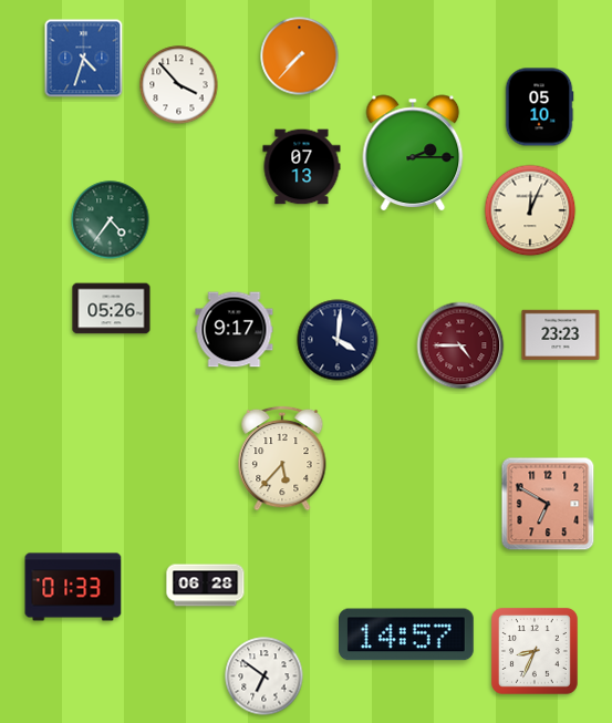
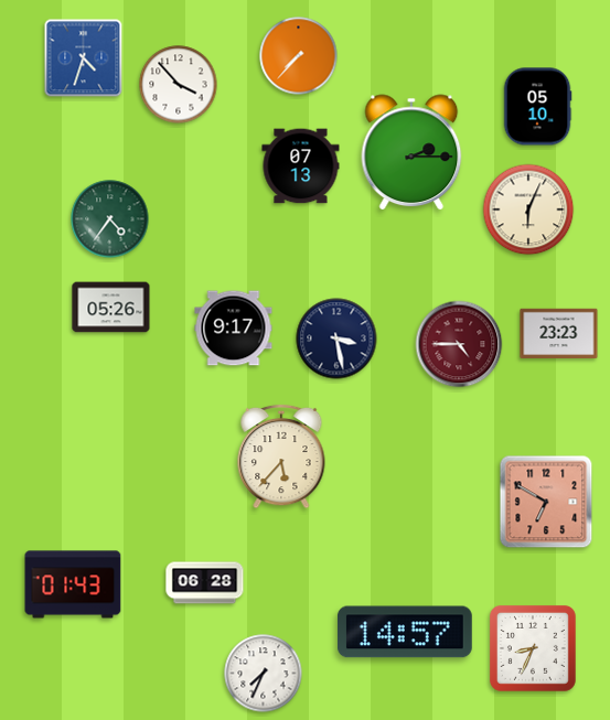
clock at (530, 210): 12:04 -> 6:04
clock at (338, 340): 4:01 -> 3:28
clock at (73, 587): 01:33 -> 01:43
clock at (264, 676): 6:51 -> 7:34
